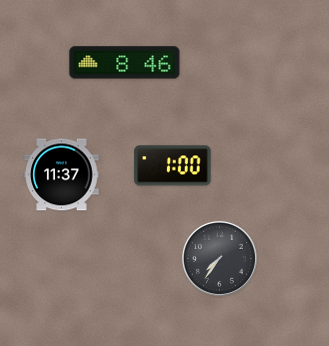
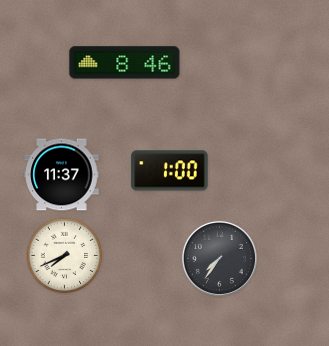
clock at (173, 166) position: (173, 166) -> (170, 171)
clock at (65, 256): none -> 7:41
